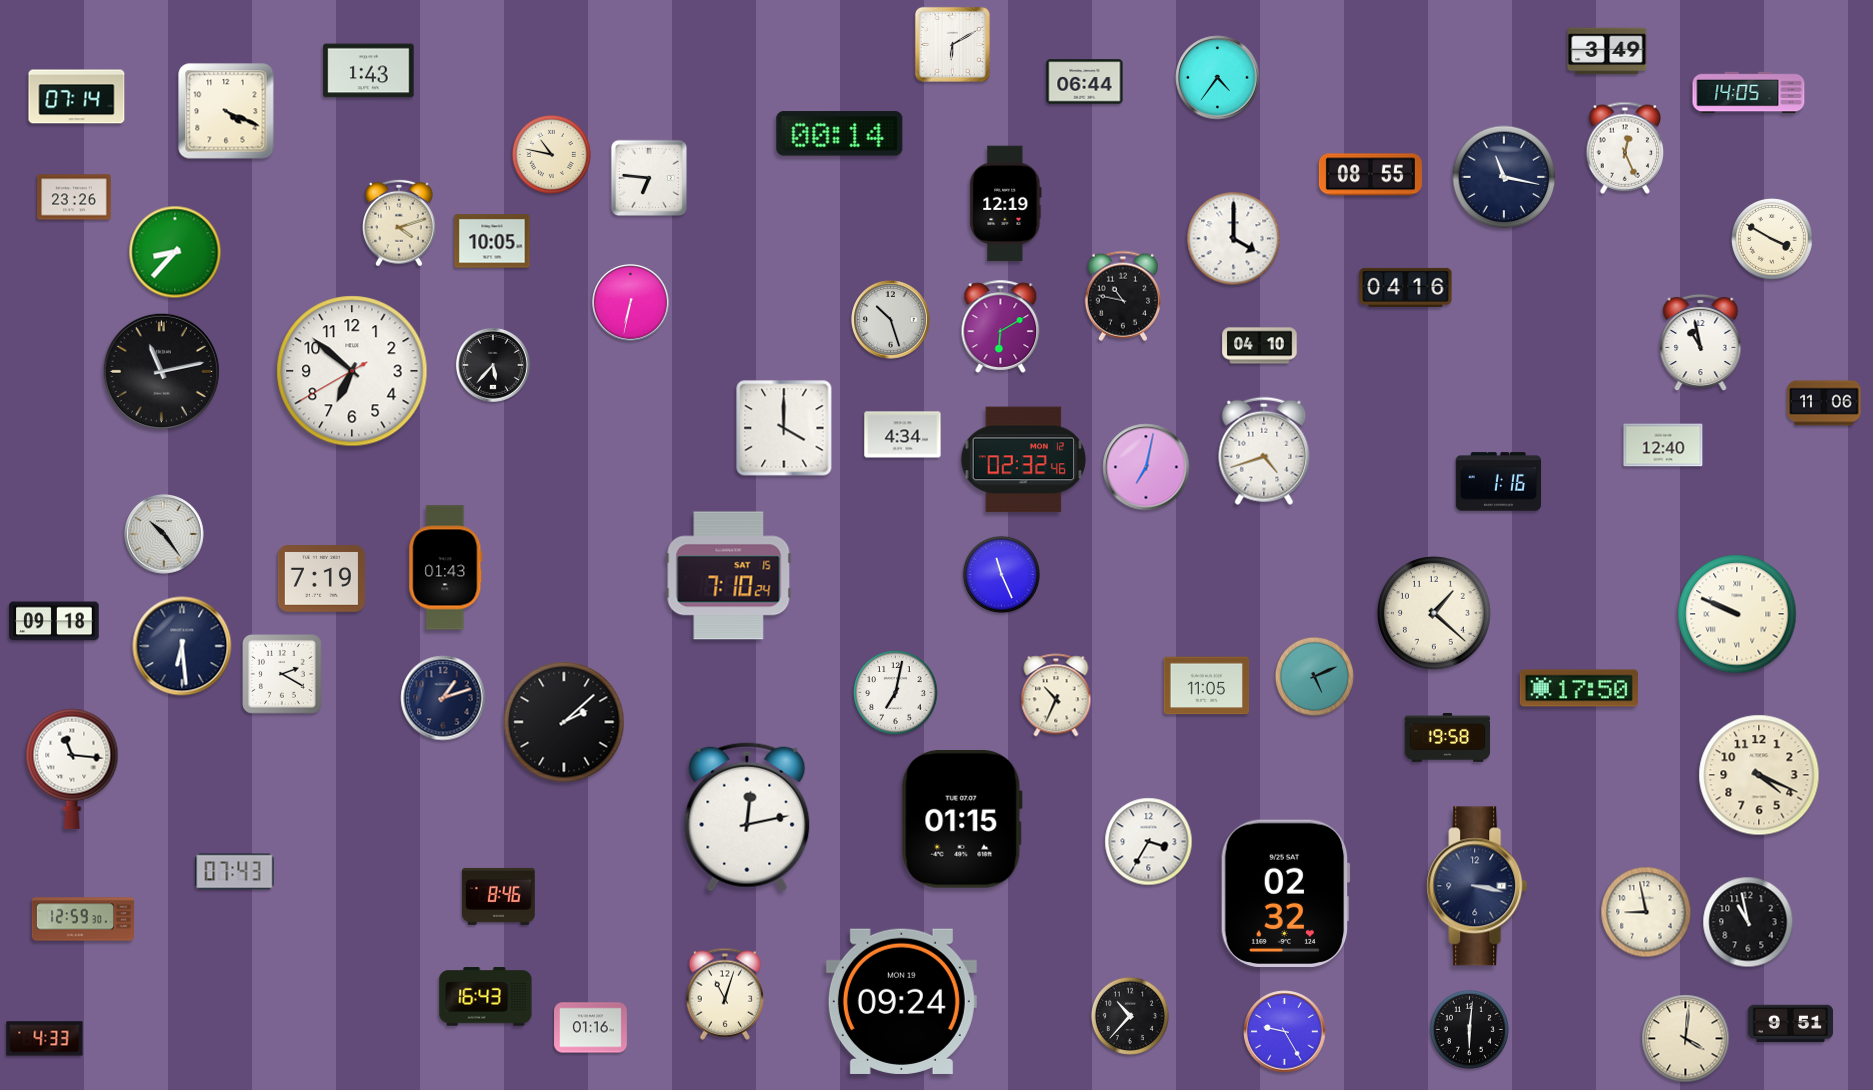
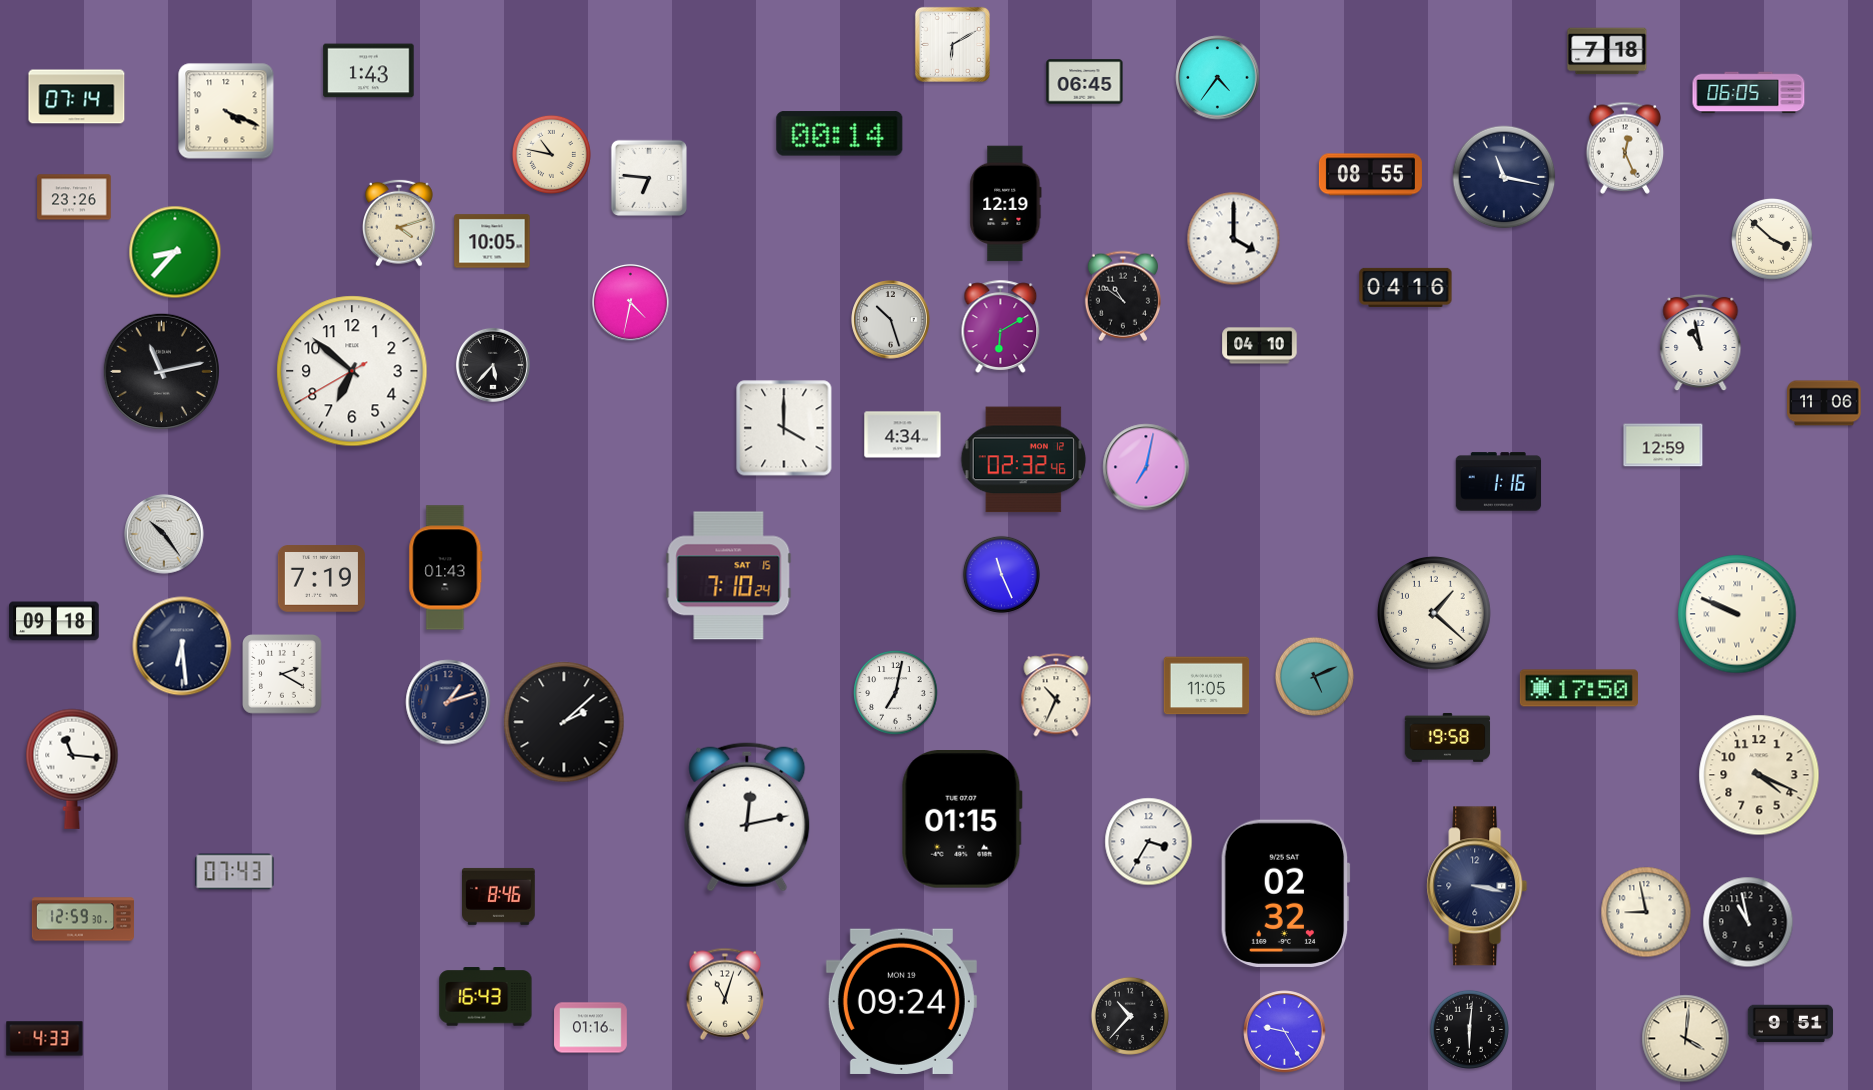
clock at (1607, 51): 3:49 -> 7:18
clock at (1085, 82): 06:44 -> 06:45
clock at (1749, 93): 14:05 -> 06:05
clock at (1773, 240): 3:50 -> 3:52
clock at (1123, 296): 10:47 -> 10:51
clock at (631, 303): 6:32 -> 4:32
clock at (1663, 445): 12:40 -> 12:59
clock at (1264, 451): 4:42 -> none
clock at (443, 698) position: (443, 698) -> (448, 702)
